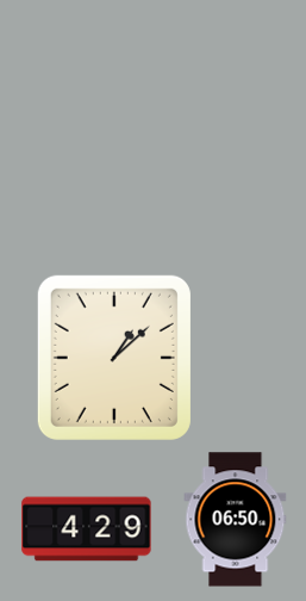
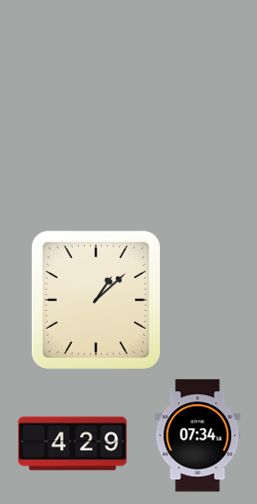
clock at (236, 520): 06:50 -> 07:34
